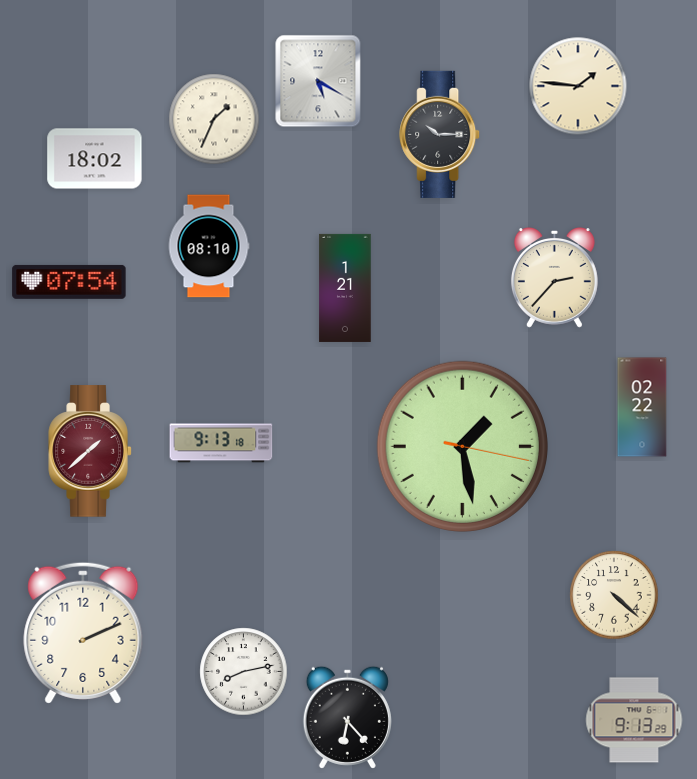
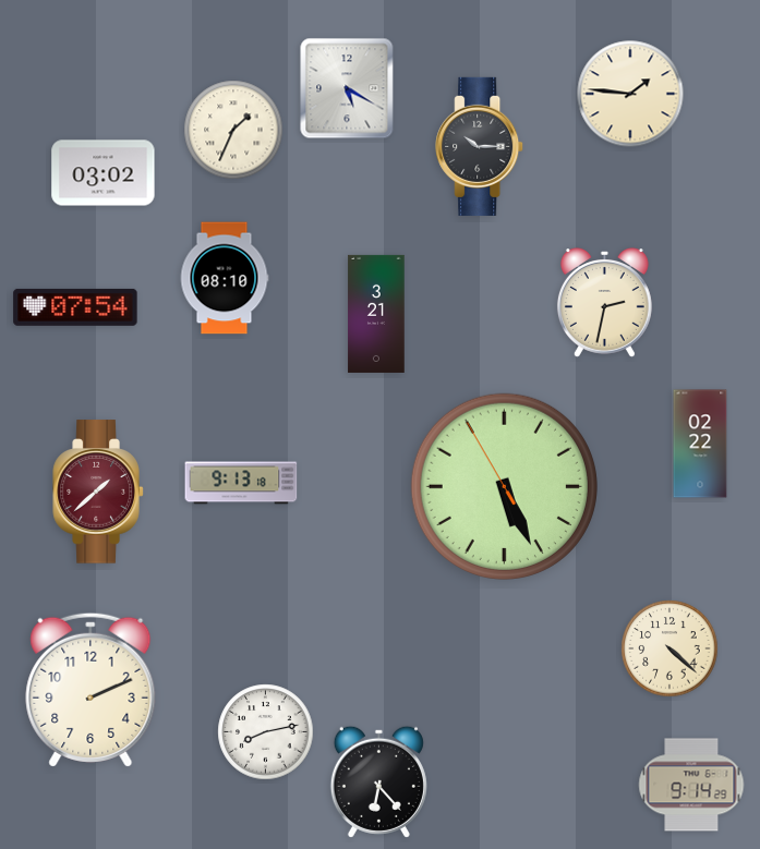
clock at (95, 159): 18:02 -> 03:02
clock at (209, 246) position: (209, 246) -> (225, 278)
clock at (554, 278): 2:37 -> 2:32
clock at (345, 288): 1:21 -> 3:21
clock at (462, 446): 1:28 -> 5:25
clock at (634, 720): 9:13 -> 9:14
